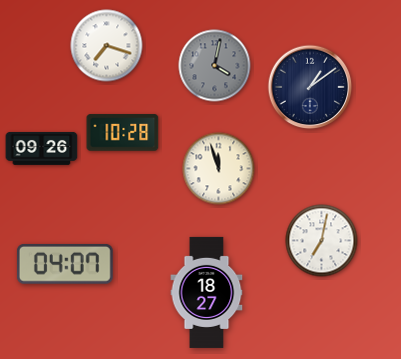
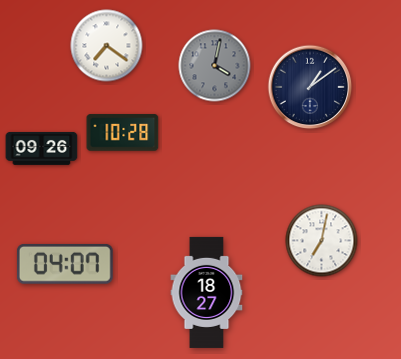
clock at (107, 46): 7:18 -> 7:21
clock at (219, 169): 11:57 -> none
